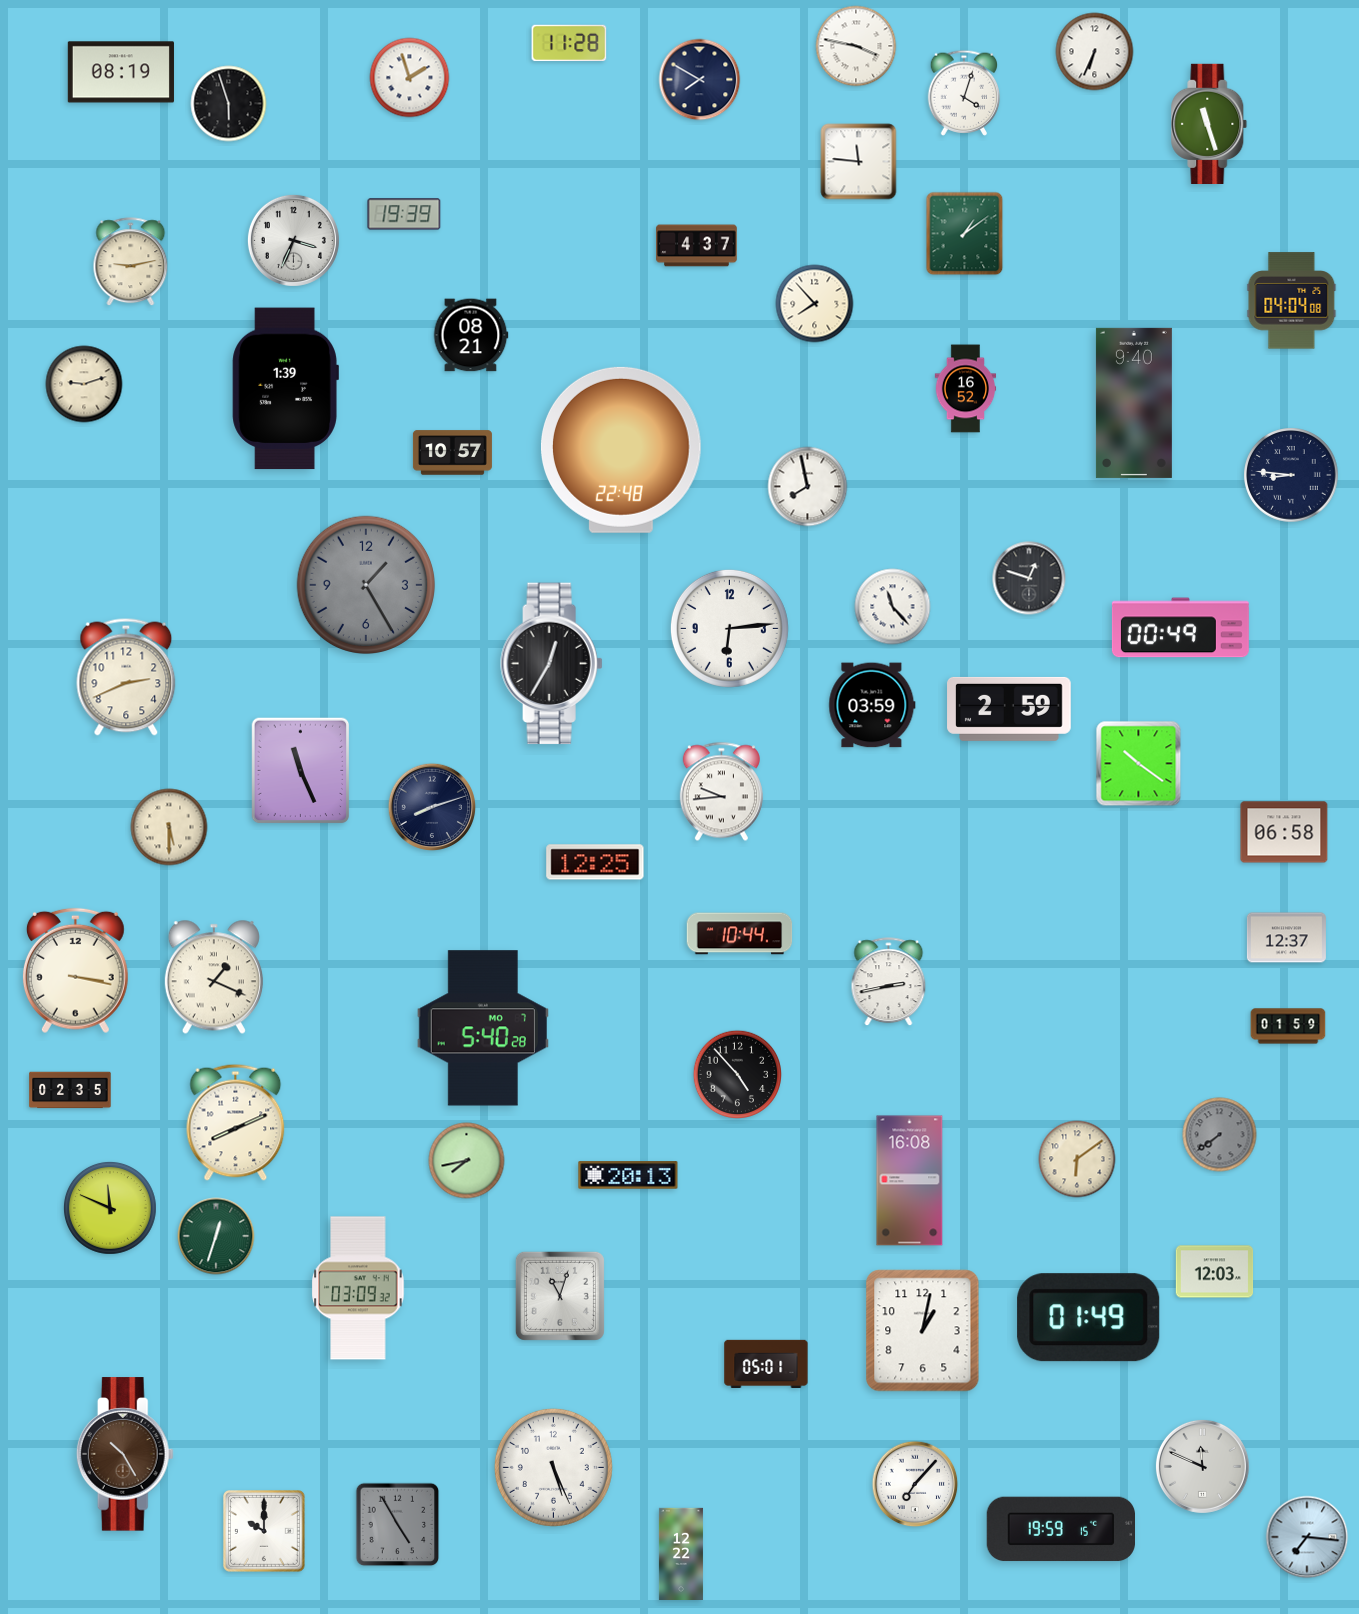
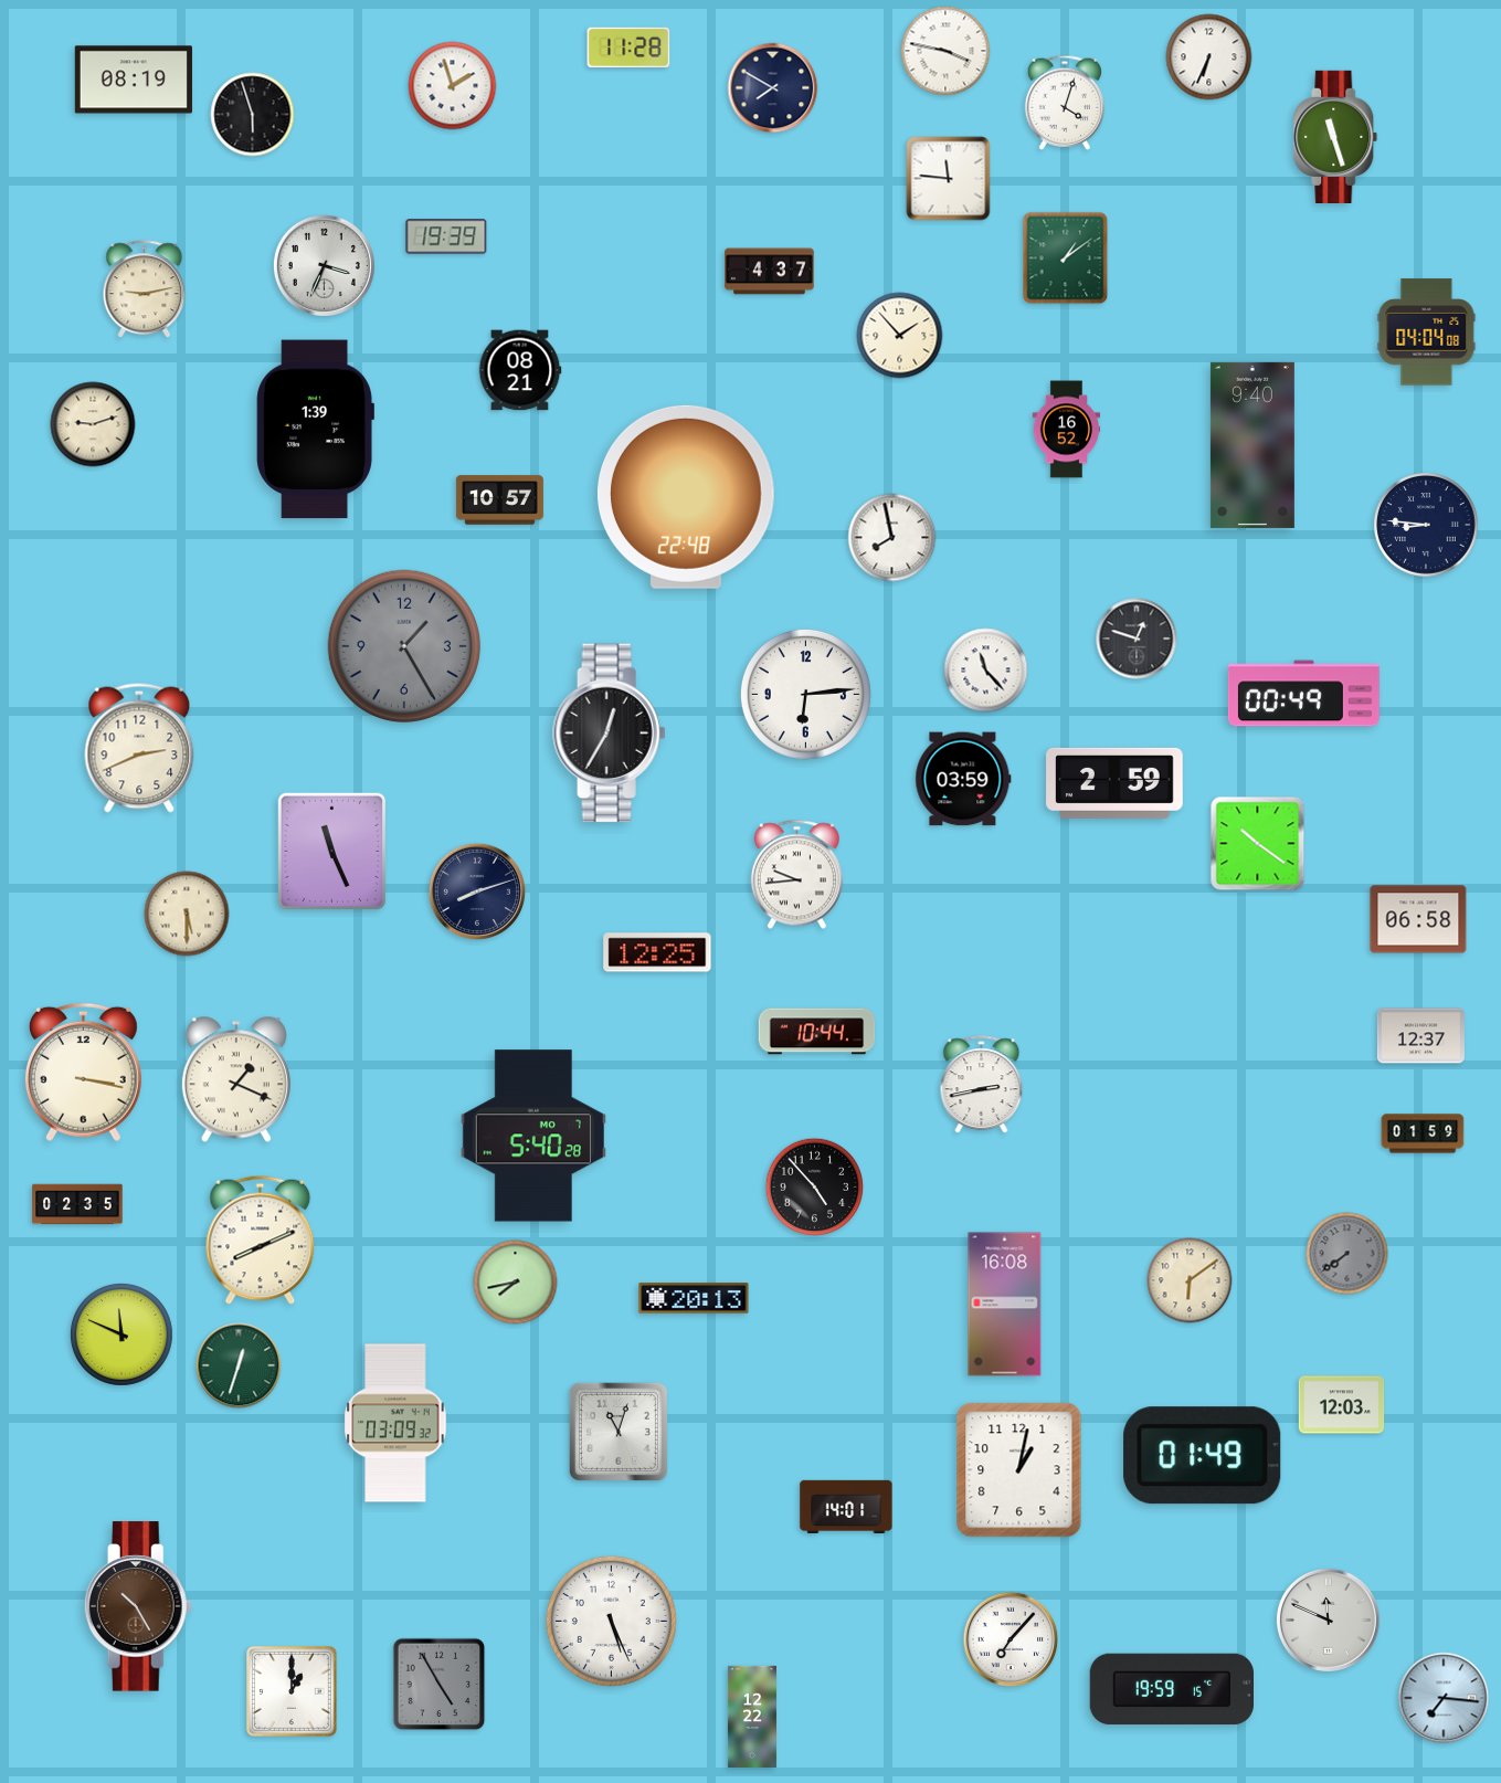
clock at (815, 304): 7:53 -> 1:53
clock at (766, 1363): 05:01 -> 14:01
clock at (265, 1532): 10:00 -> 1:00
